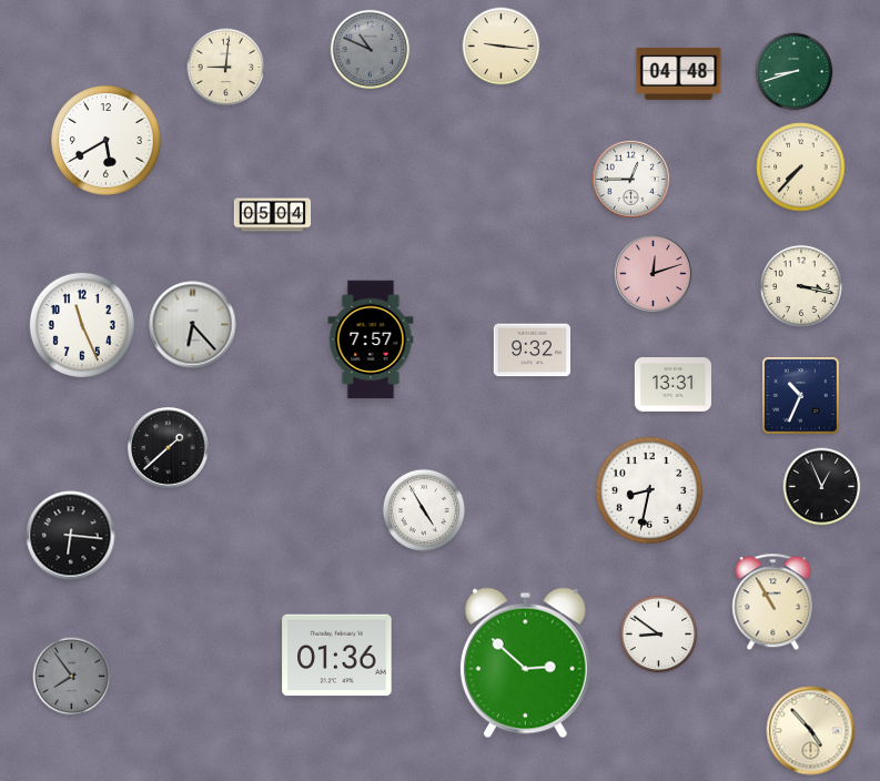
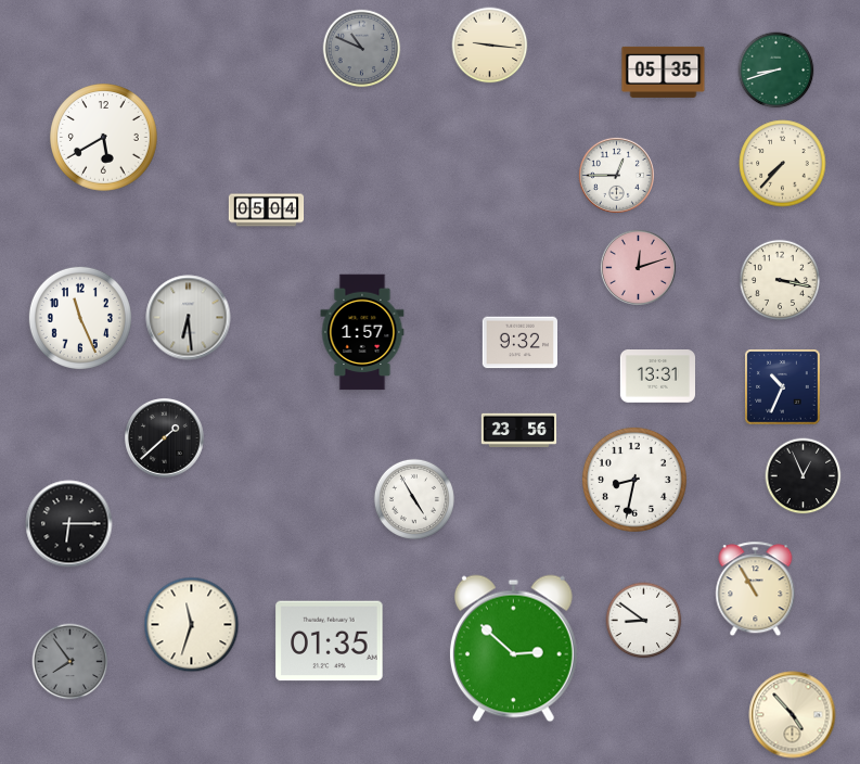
clock at (226, 68): 9:01 -> none
clock at (679, 73): 04:48 -> 05:35
clock at (801, 286) position: (801, 286) -> (780, 280)
clock at (193, 325): 6:23 -> 6:29
clock at (371, 339): 7:57 -> 1:57
clock at (519, 431): none -> 23:56
clock at (71, 536): 6:16 -> 6:15
clock at (192, 625): none -> 11:33
clock at (337, 656): 01:36 -> 01:35
